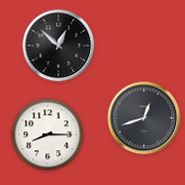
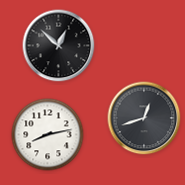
clock at (48, 135): 8:15 -> 8:13
